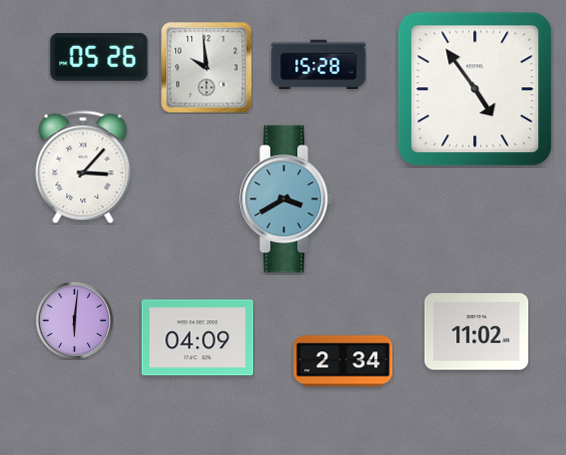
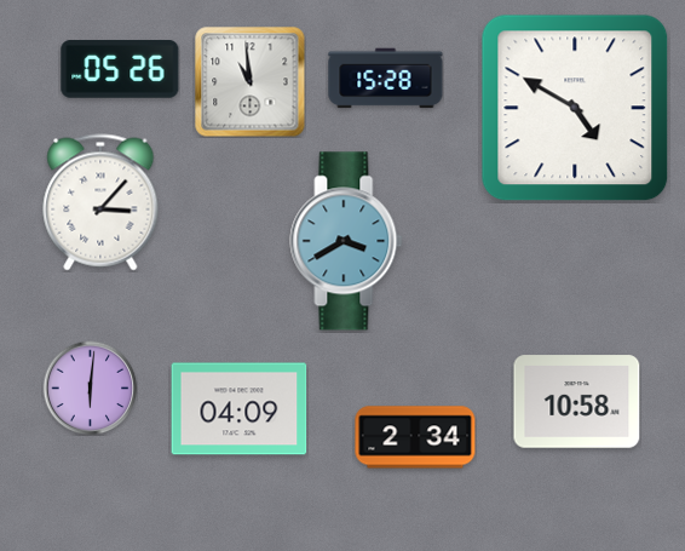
clock at (206, 67): 9:59 -> 10:59
clock at (475, 89): 4:54 -> 4:50
clock at (477, 332): 11:02 -> 10:58
